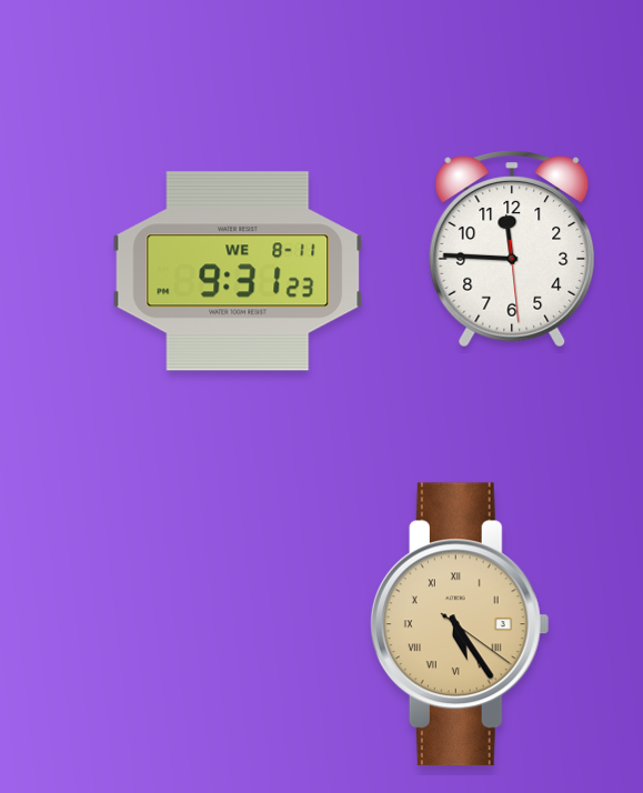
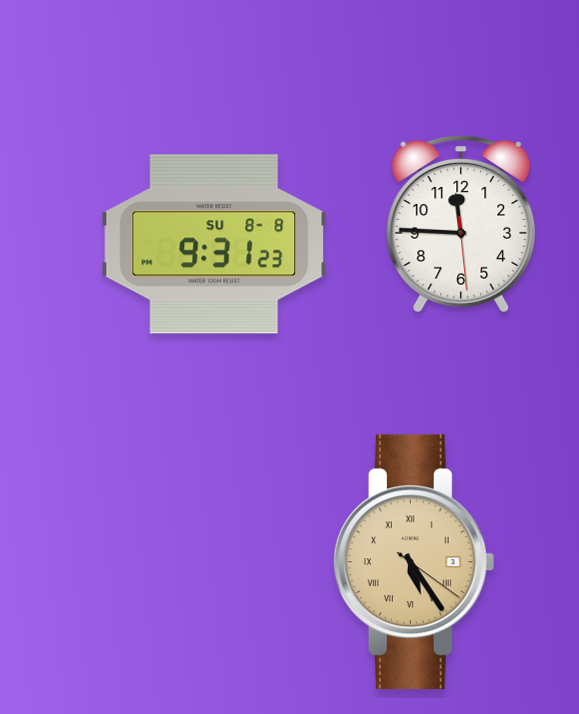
clock at (238, 271) date: WE 8-11 -> SU 8-8
